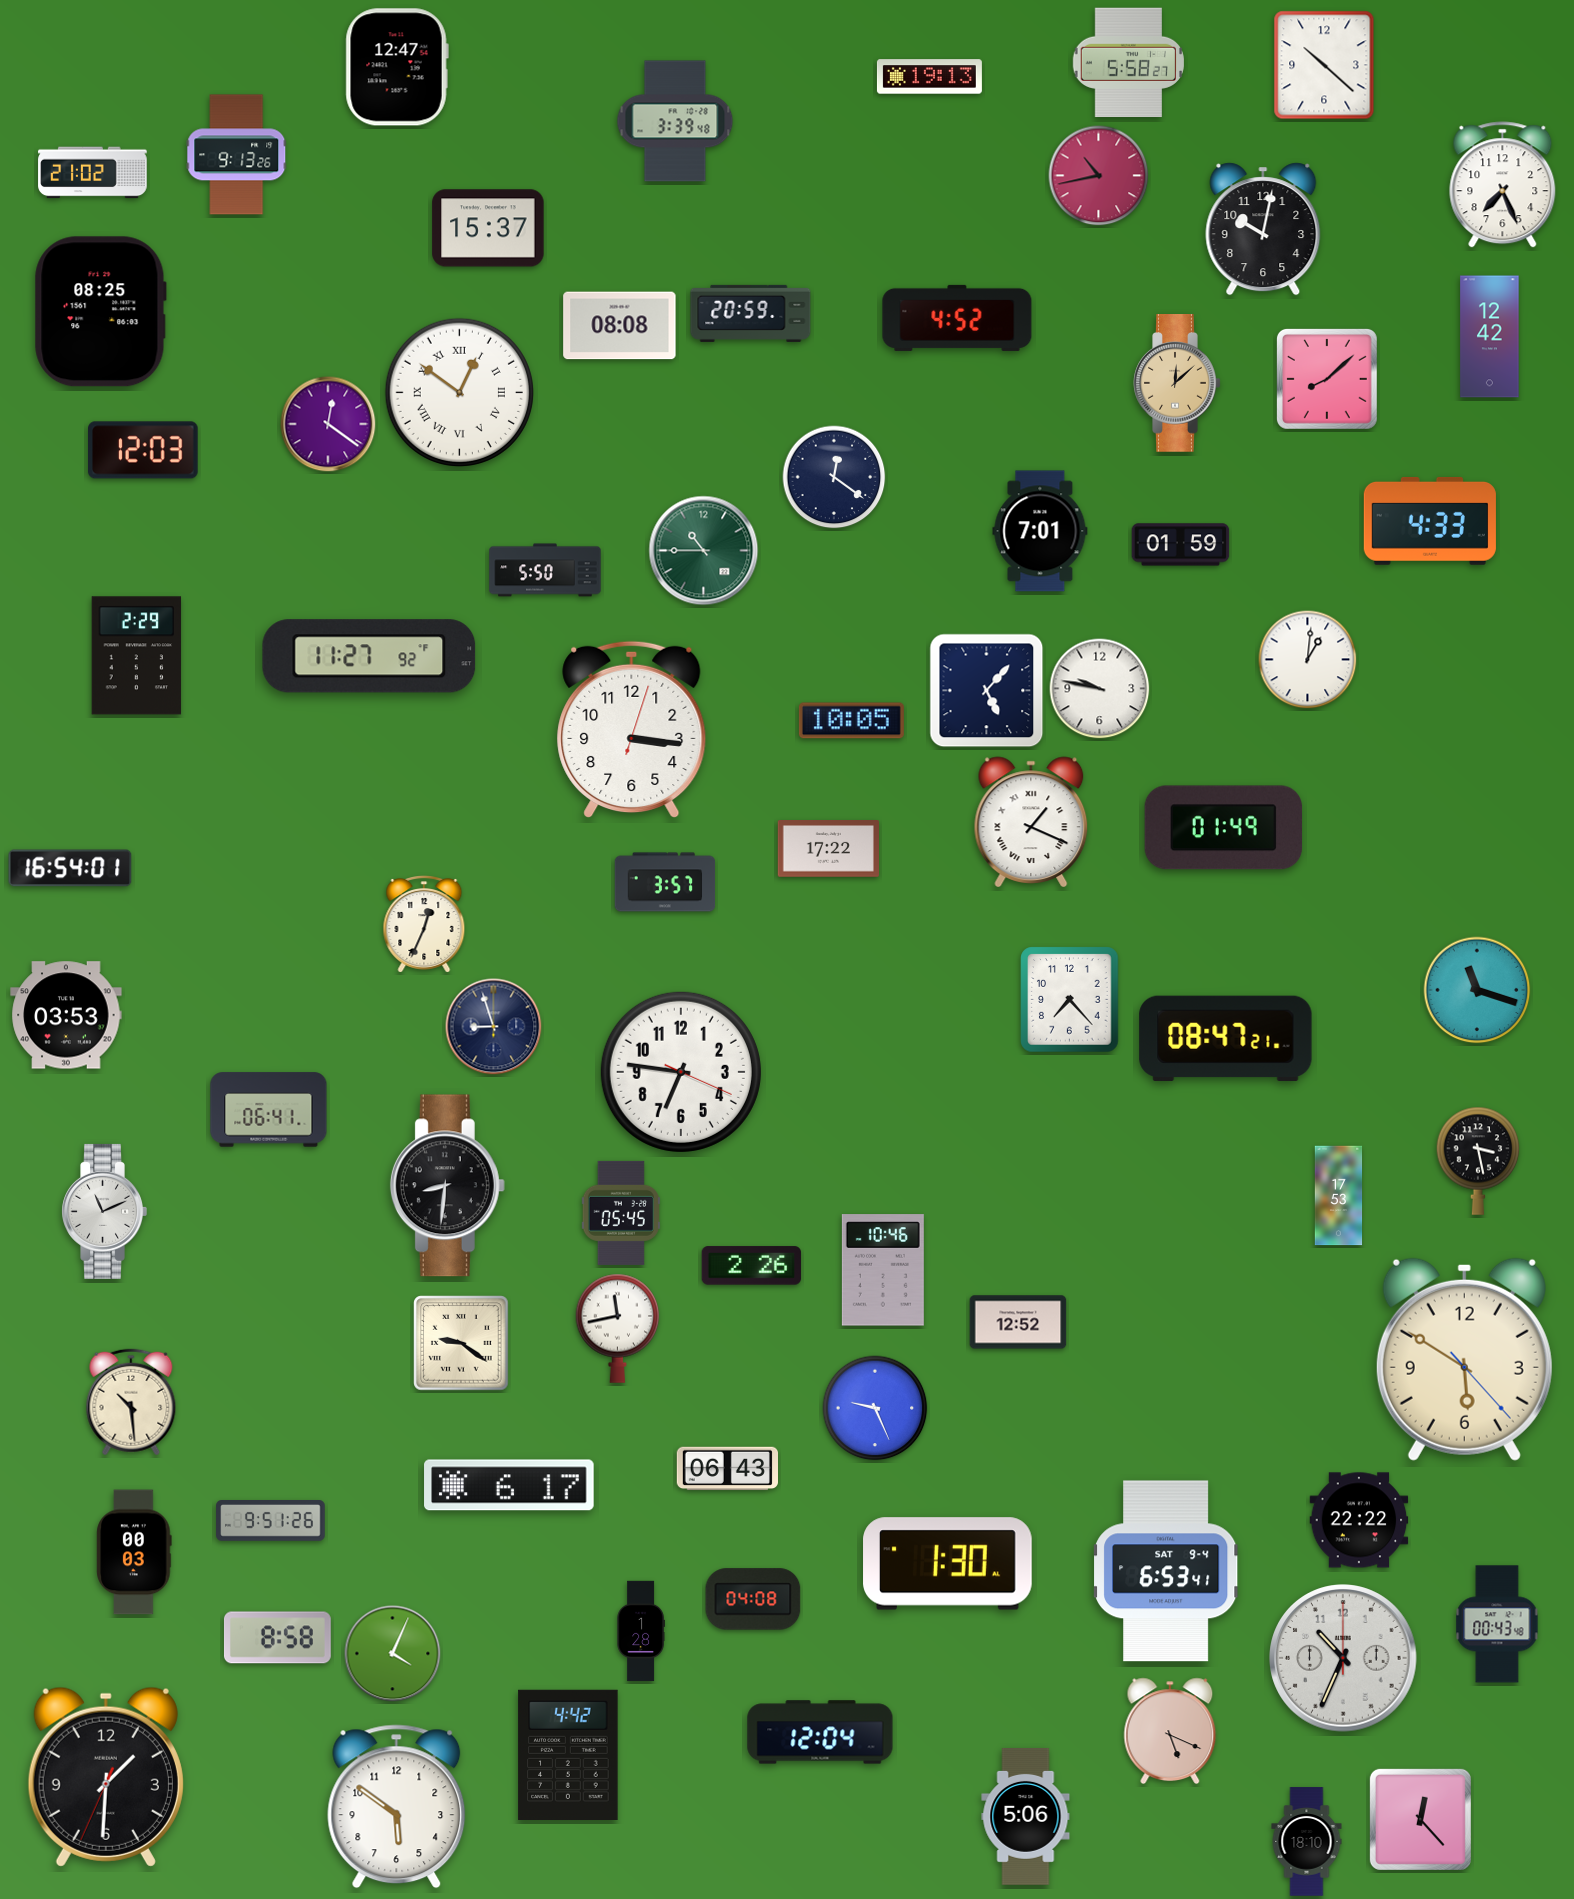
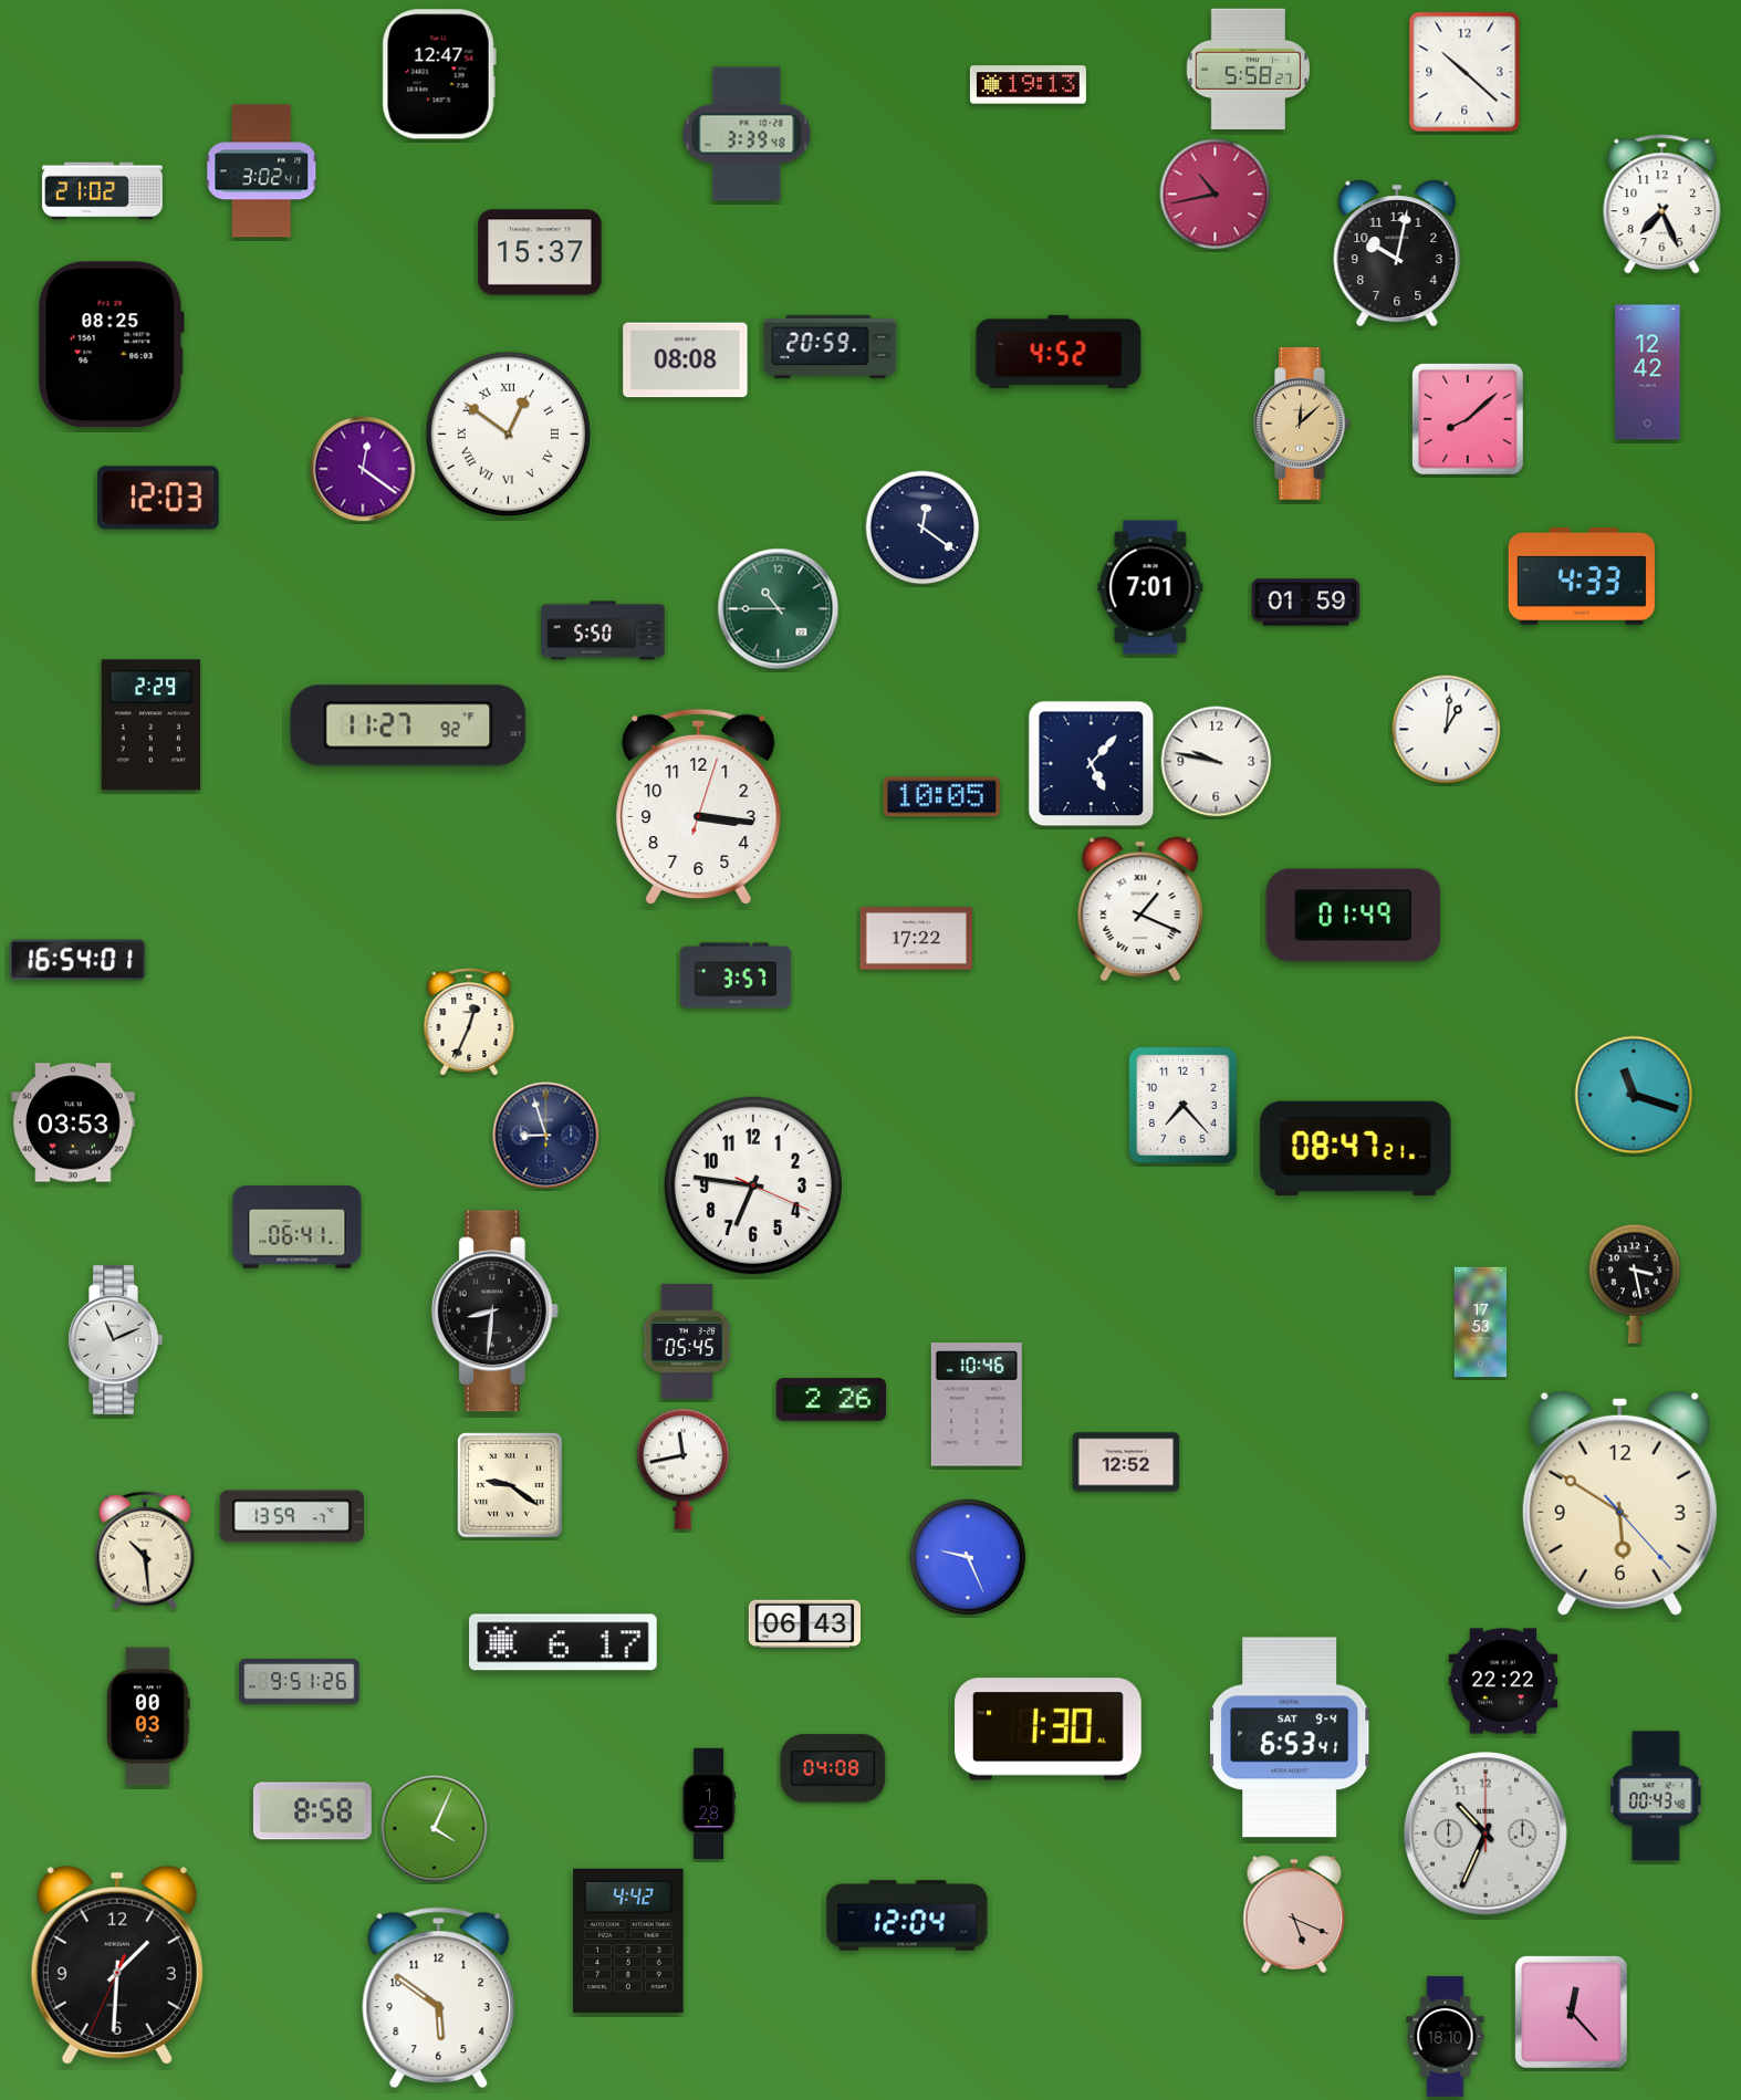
clock at (237, 155): 9:13 -> 3:02
clock at (292, 1516): none -> 13:59
clock at (277, 1638) position: (277, 1638) -> (312, 1811)
clock at (1026, 1817): 5:06 -> none
